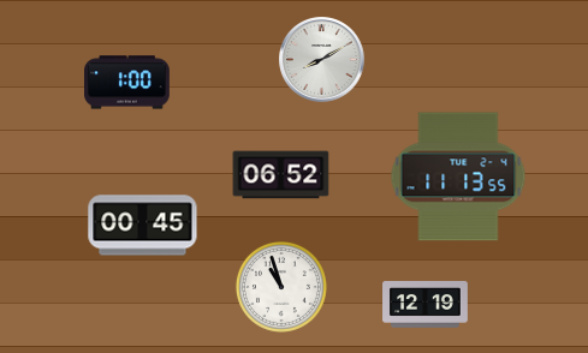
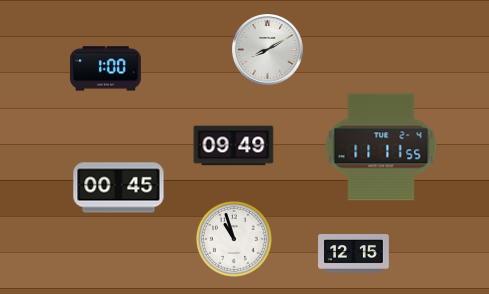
clock at (281, 175): 06:52 -> 09:49
clock at (458, 176): 11:13 -> 11:11
clock at (426, 305): 12:19 -> 12:15
